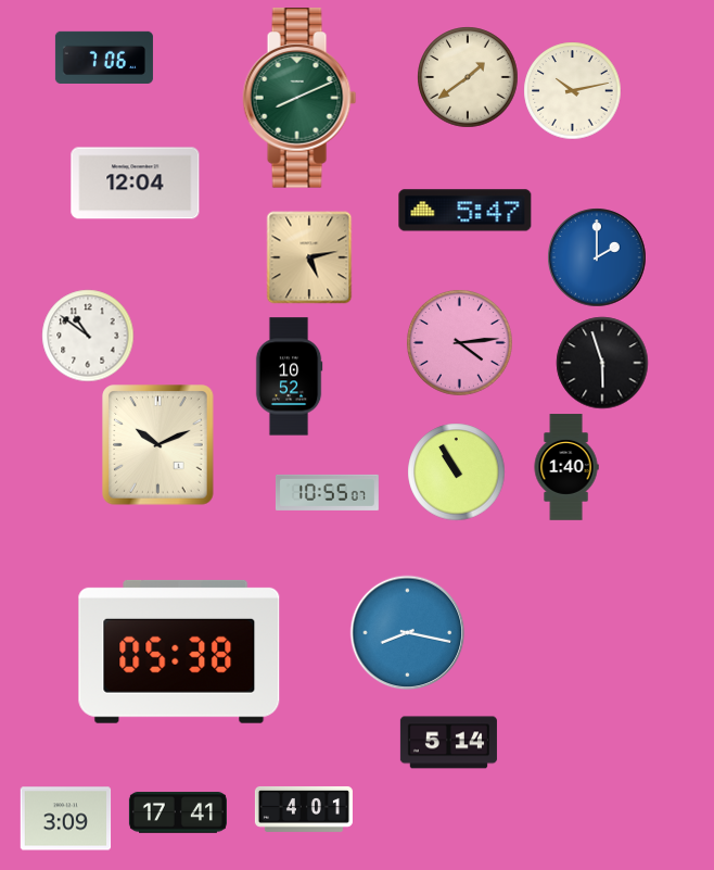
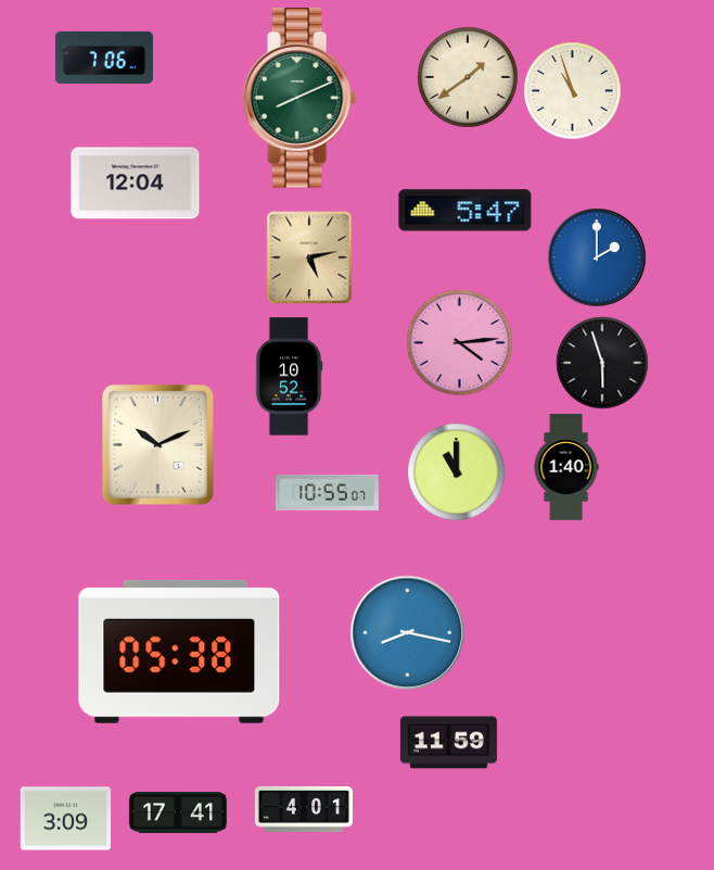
clock at (572, 90): 10:13 -> 10:57
clock at (88, 336): 10:51 -> none
clock at (456, 471): 10:55 -> 11:00
clock at (448, 743): 5:14 -> 11:59
